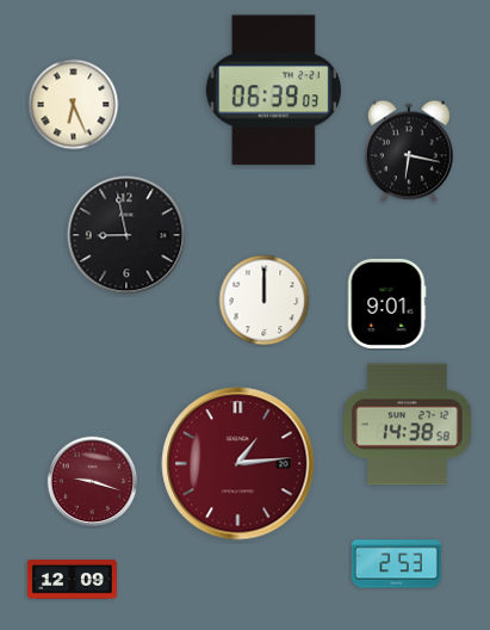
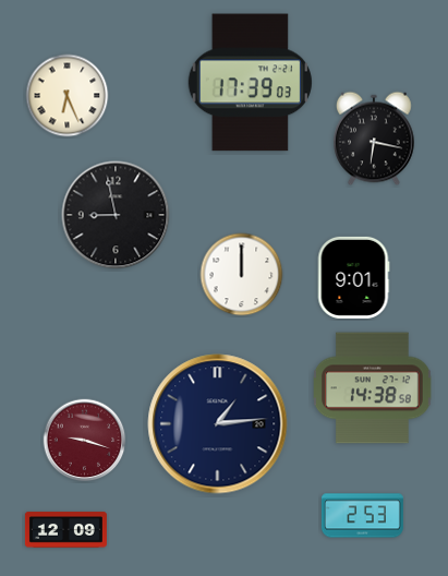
clock at (273, 91): 06:39 -> 17:39
clock at (238, 464) dial: burgundy -> navy
